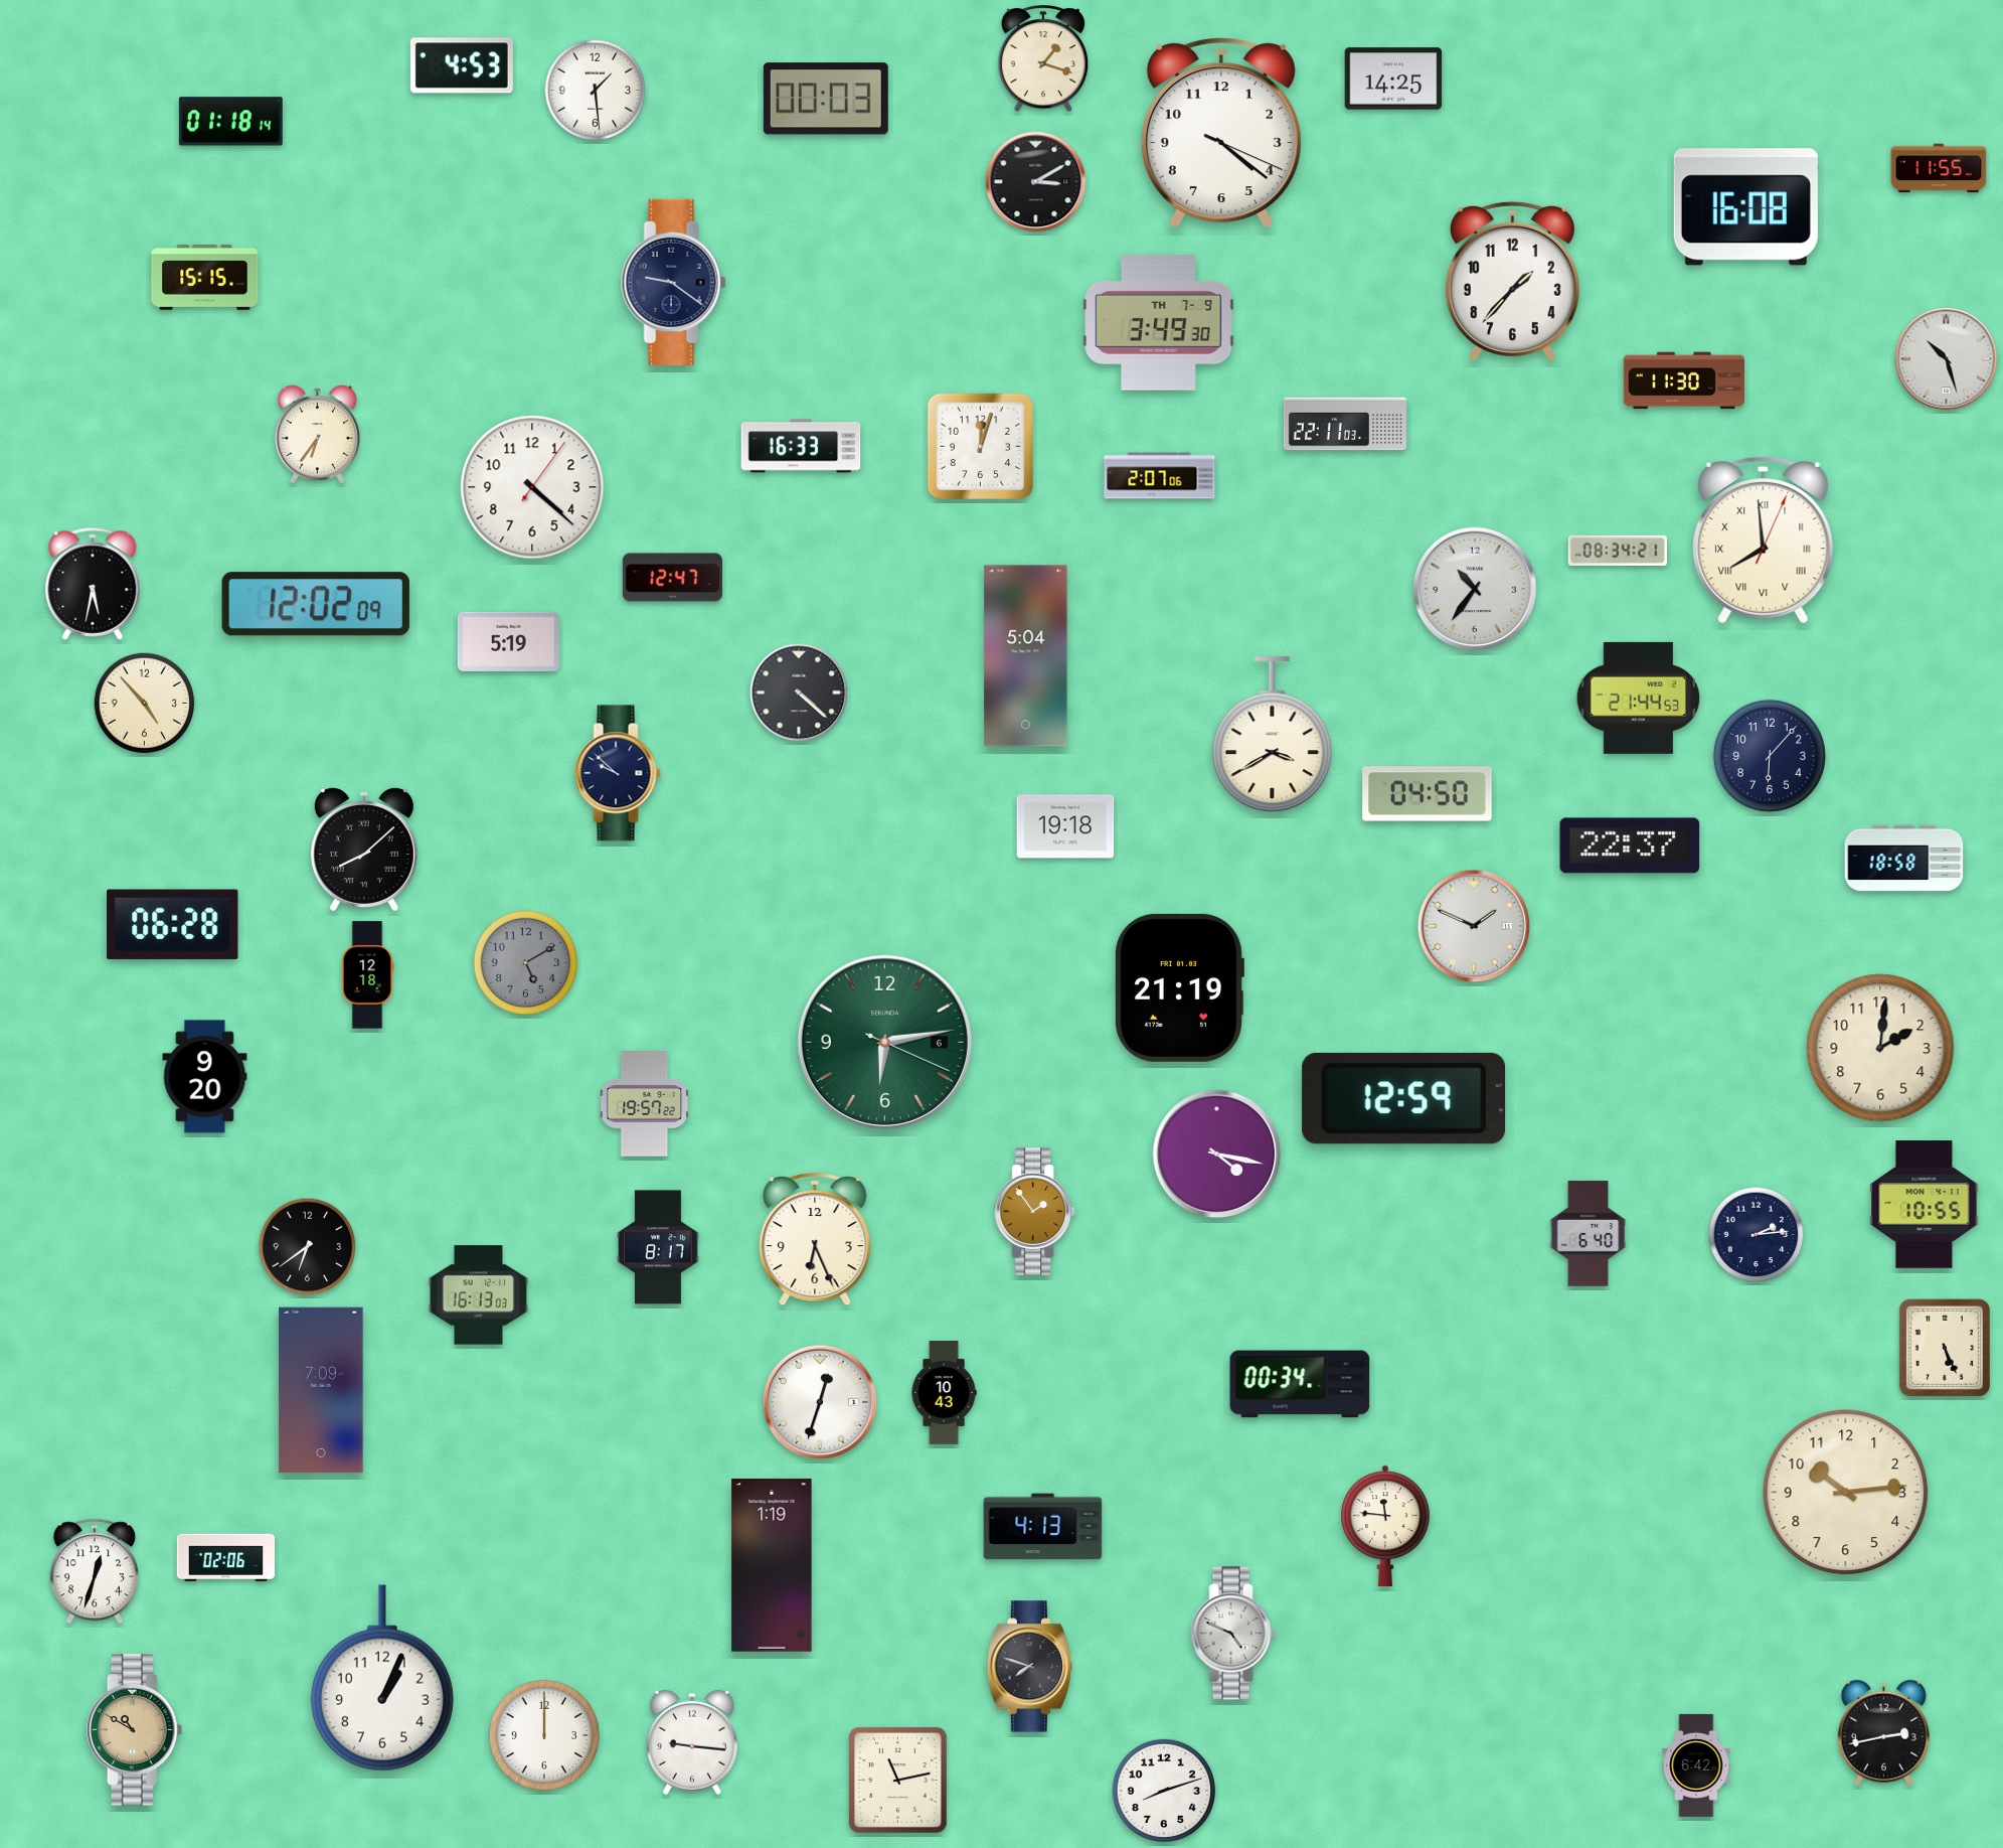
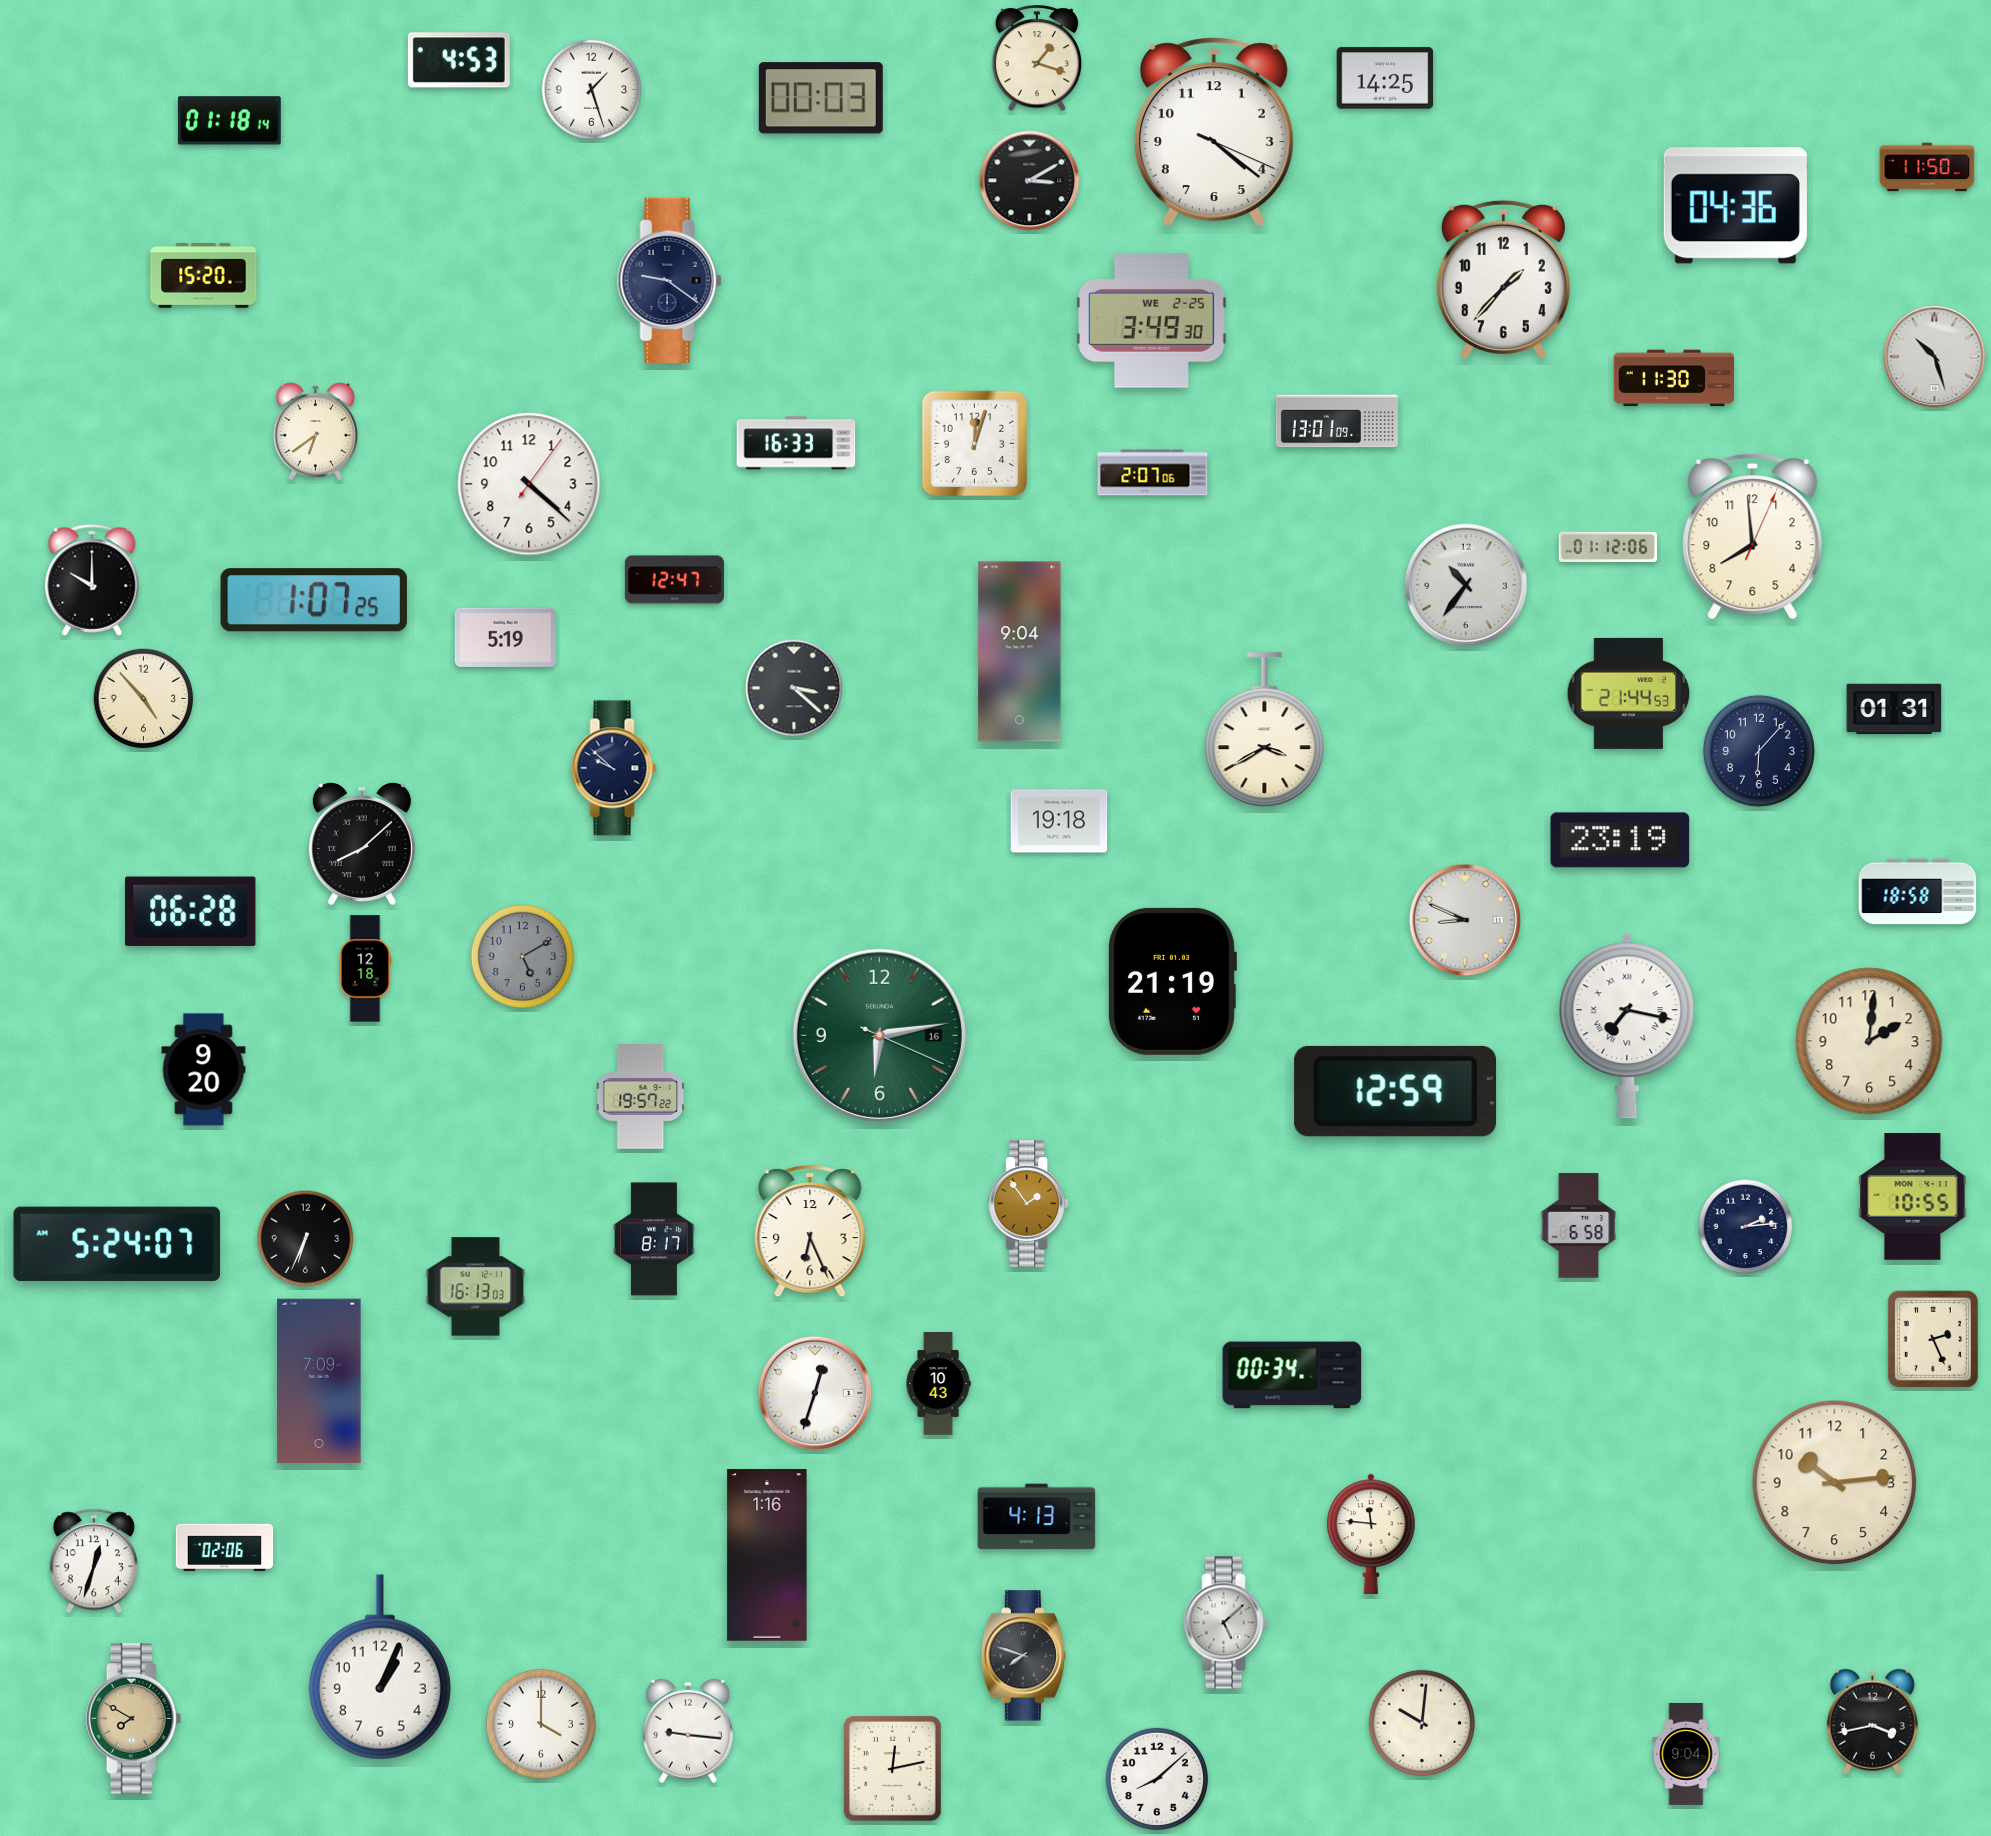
clock at (462, 65) position: (462, 65) -> (459, 60)
clock at (596, 91): 1:29 -> 1:27
clock at (1939, 168): 11:55 -> 11:50
clock at (1745, 207): 16:08 -> 04:36
clock at (205, 277): 15:15 -> 15:20
clock at (1159, 323) date: TH 7-9 -> WE 2-25
clock at (1345, 424): 22:11 -> 13:01
clock at (318, 434): 6:36 -> 6:39
clock at (1764, 541) numerals: Roman -> Arabic
clock at (1618, 551): 08:34 -> 01:12
clock at (672, 578) position: (672, 578) -> (674, 580)
clock at (93, 584): 5:32 -> 10:00
clock at (316, 604): 12:02 -> 1:07
clock at (1026, 656): 5:04 -> 9:04
clock at (799, 692): 4:22 -> 3:22
clock at (1894, 709): none -> 01:31
clock at (1428, 794): 04:50 -> none
clock at (1630, 845): 22:37 -> 23:19
clock at (1904, 859) position: (1904, 859) -> (1918, 892)
clock at (173, 924) position: (173, 924) -> (191, 911)
clock at (1474, 926): 1:49 -> 8:49
clock at (1627, 1026): none -> 7:17
clock at (884, 1042) date: 6 -> 16
clock at (1217, 1154): 4:17 -> none
clock at (1589, 1234): 6:40 -> 6:58
clock at (308, 1247): 6:39 -> 6:34
clock at (117, 1244): none -> 5:24
clock at (1945, 1348): 5:26 -> 2:26
clock at (1386, 1525) position: (1386, 1525) -> (1372, 1533)
clock at (772, 1565): 1:19 -> 1:16
clock at (1233, 1634): 4:49 -> 5:08
clock at (135, 1730): 10:50 -> 7:50
clock at (1883, 1732): 2:43 -> 3:43
clock at (1422, 1723): none -> 10:01
clock at (544, 1735): 12:00 -> 4:00
clock at (1696, 1765): 6:42 -> 9:04
clock at (897, 1780): 11:13 -> 12:13
clock at (1163, 1790): 8:12 -> 8:08
